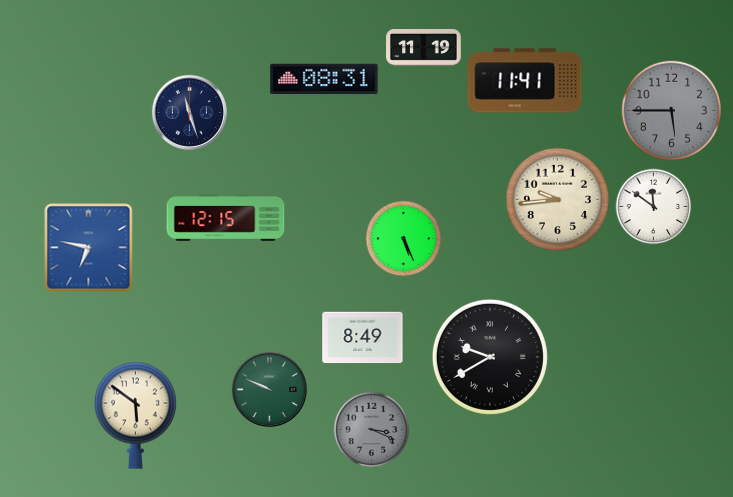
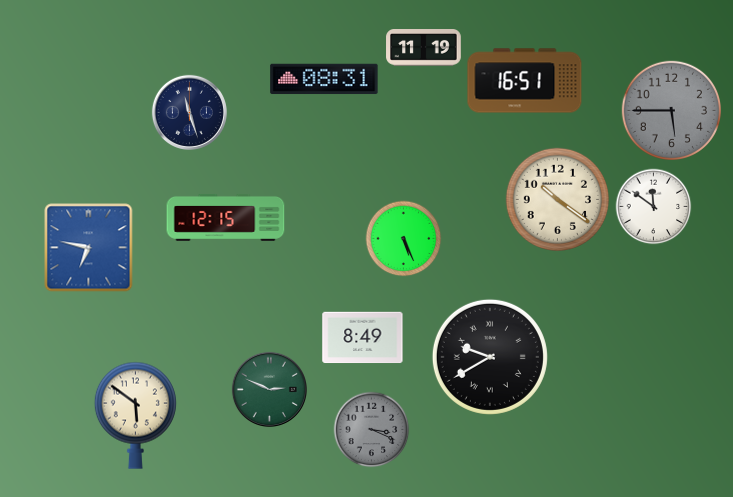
clock at (525, 81): 11:41 -> 16:51
clock at (557, 199): 9:44 -> 10:21
clock at (269, 389): 9:49 -> 2:49
